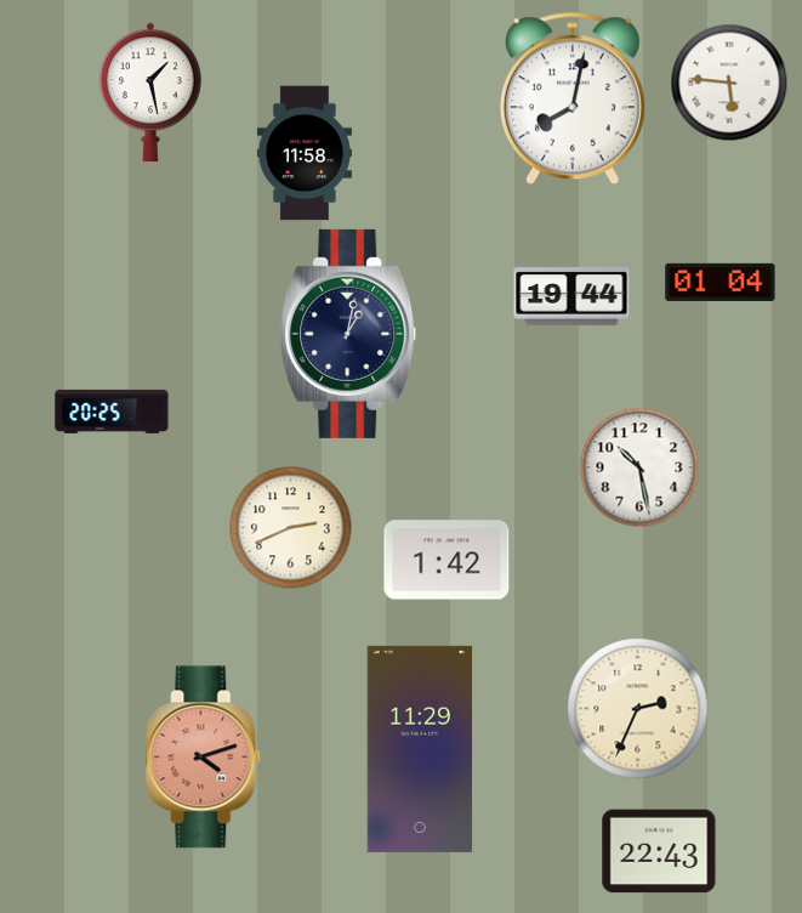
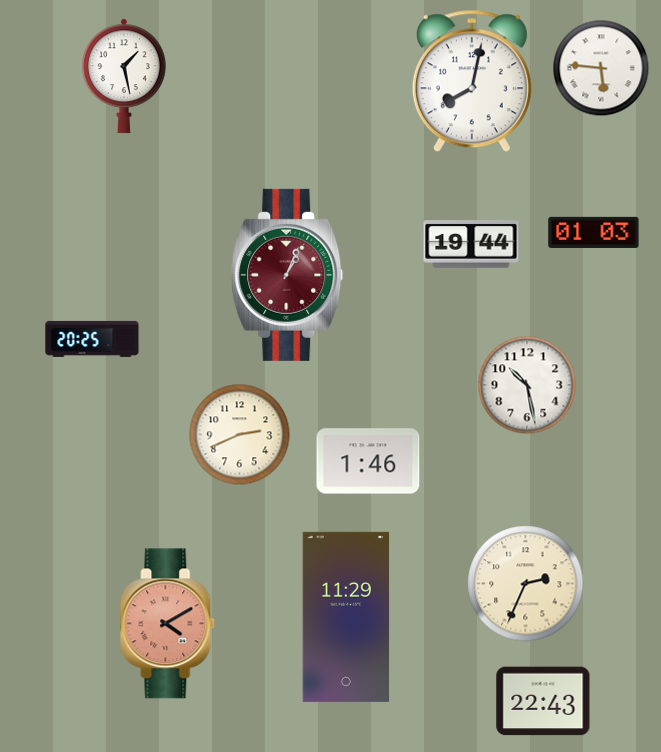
clock at (305, 153): 11:58 -> none
clock at (721, 282): 01:04 -> 01:03
clock at (348, 334): 1:02 -> 1:04
clock at (348, 334) dial: navy -> burgundy
clock at (446, 560): 1:42 -> 1:46
clock at (204, 758): 4:12 -> 4:10
